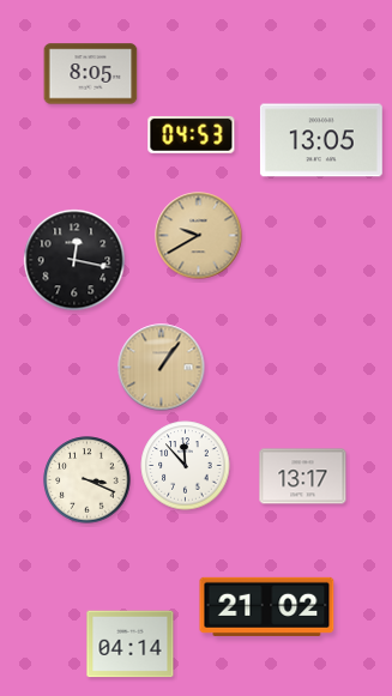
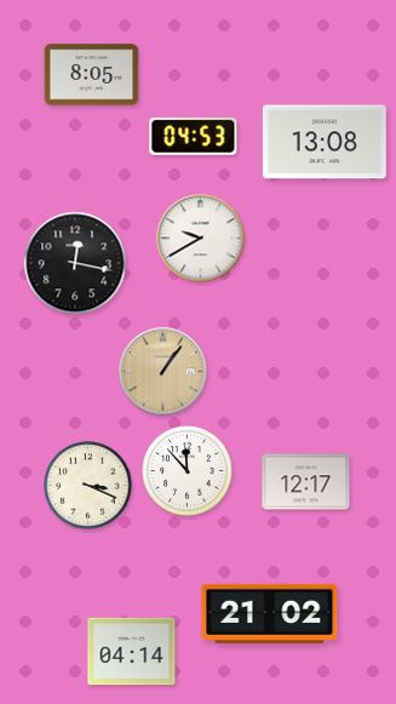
clock at (321, 140): 13:05 -> 13:08
clock at (199, 236) dial: champagne -> white
clock at (303, 477): 13:17 -> 12:17
